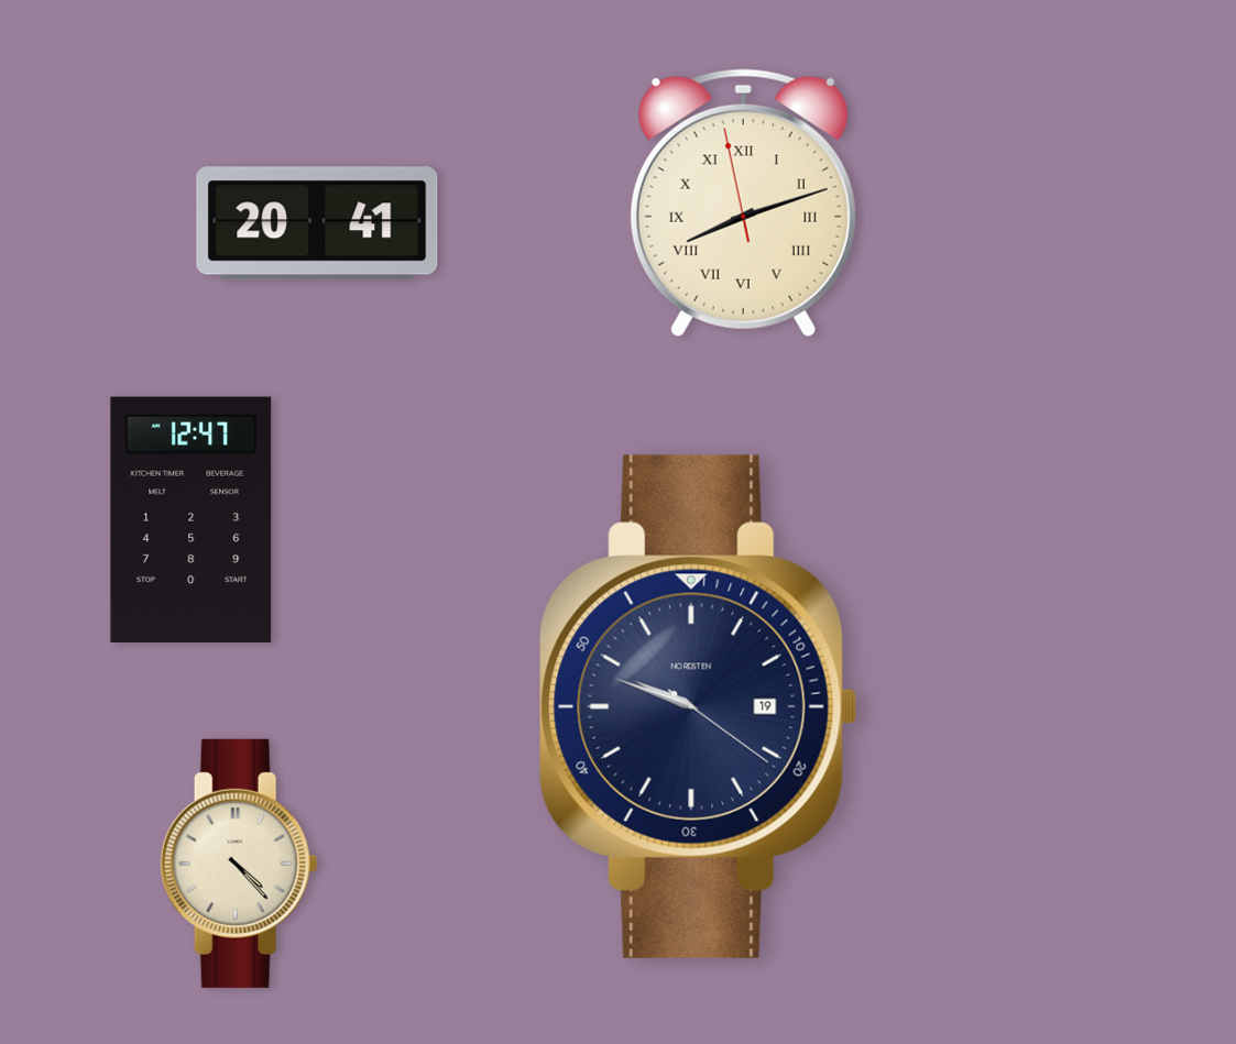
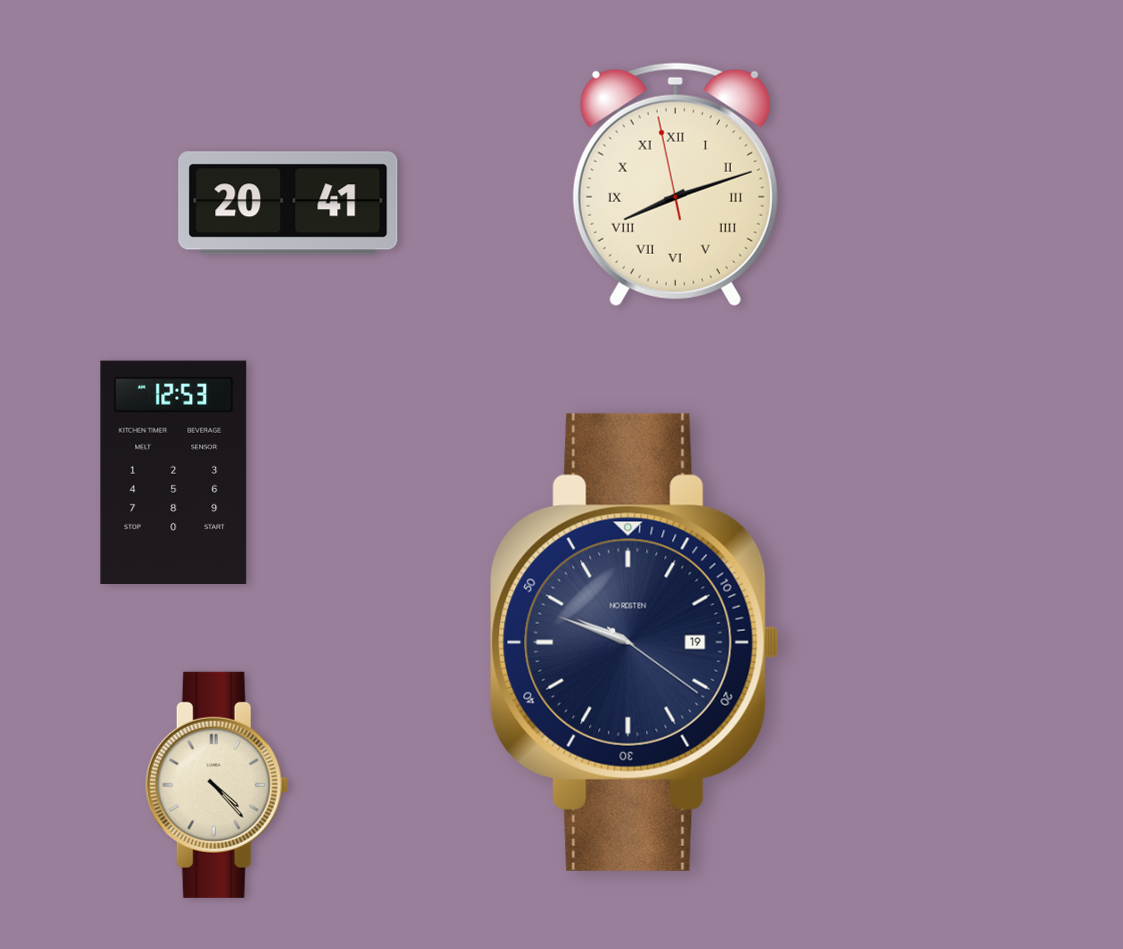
clock at (192, 519): 12:47 -> 12:53
